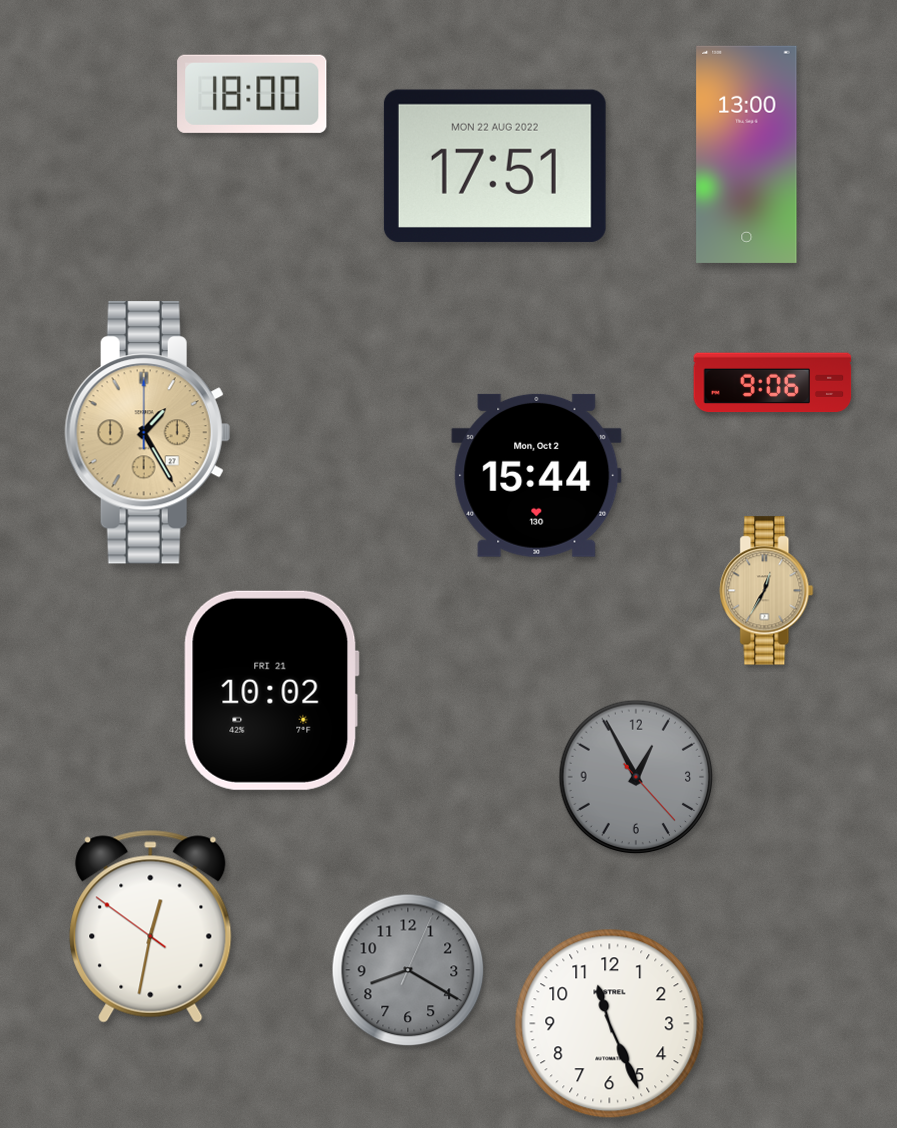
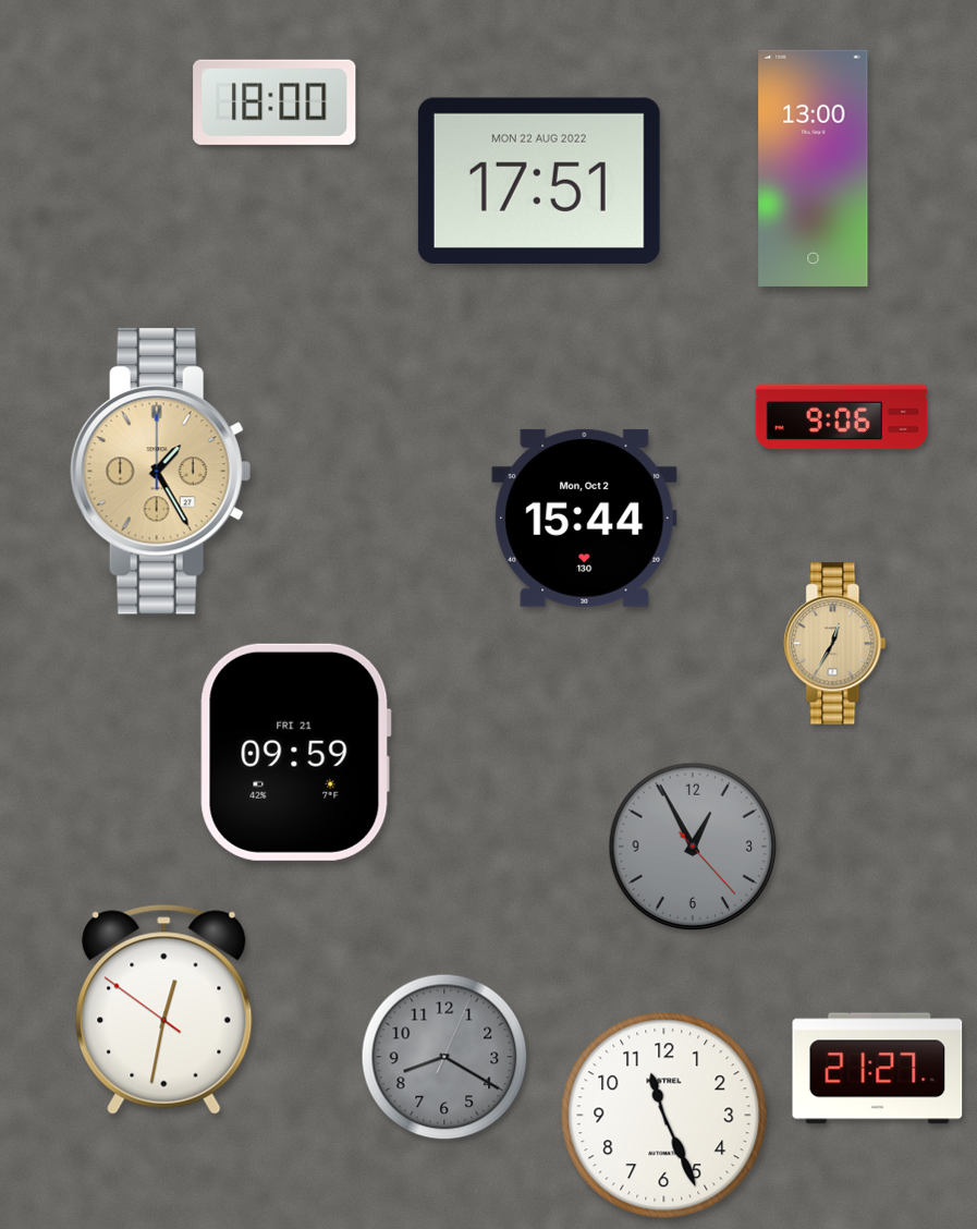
clock at (271, 690): 10:02 -> 09:59
clock at (878, 1069): none -> 21:27
